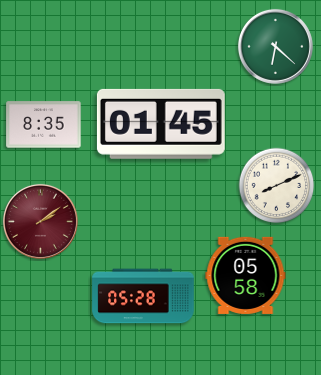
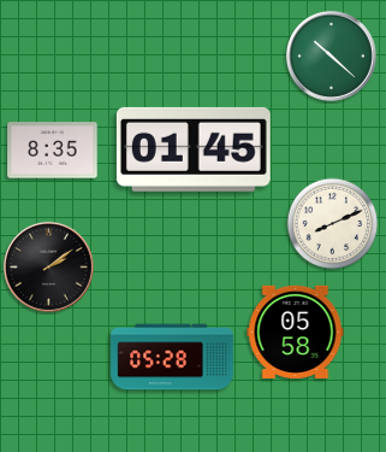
clock at (275, 46): 6:22 -> 10:22
clock at (40, 221) dial: burgundy -> black
